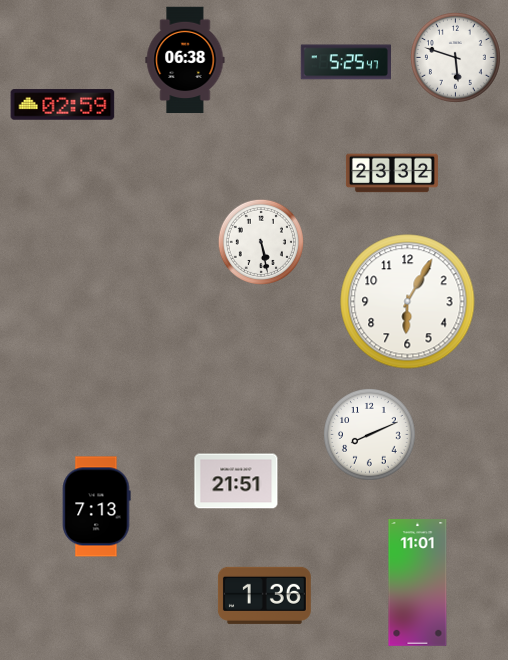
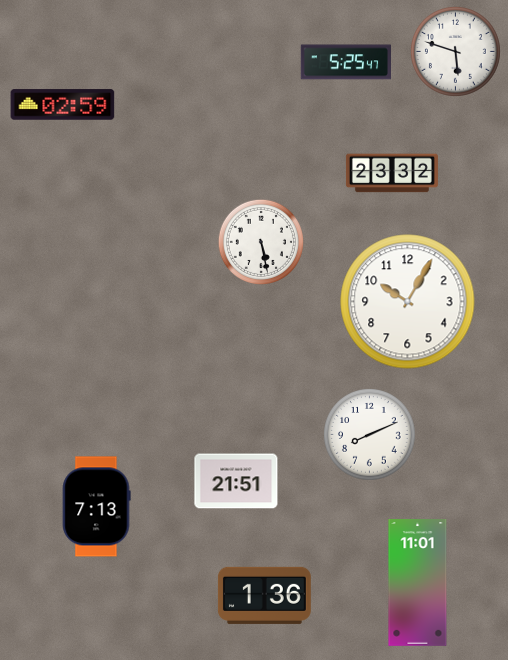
clock at (455, 57) position: (455, 57) -> (455, 51)
clock at (185, 60): 06:38 -> none
clock at (408, 302): 6:05 -> 10:05
